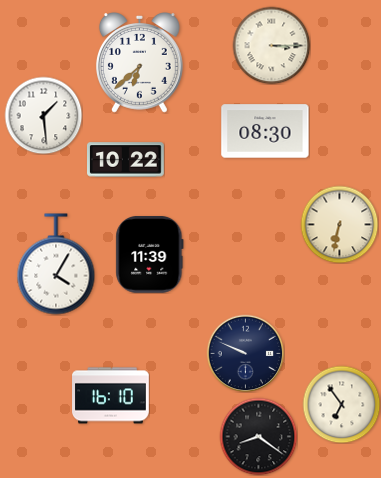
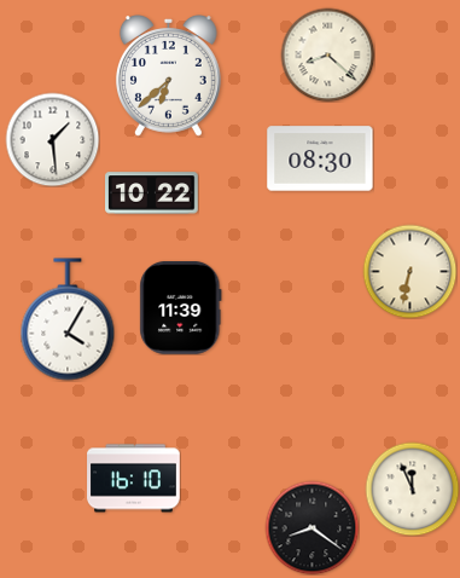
clock at (271, 45): 3:15 -> 8:22
clock at (245, 353): 9:49 -> none
clock at (341, 404): 6:54 -> 11:56
